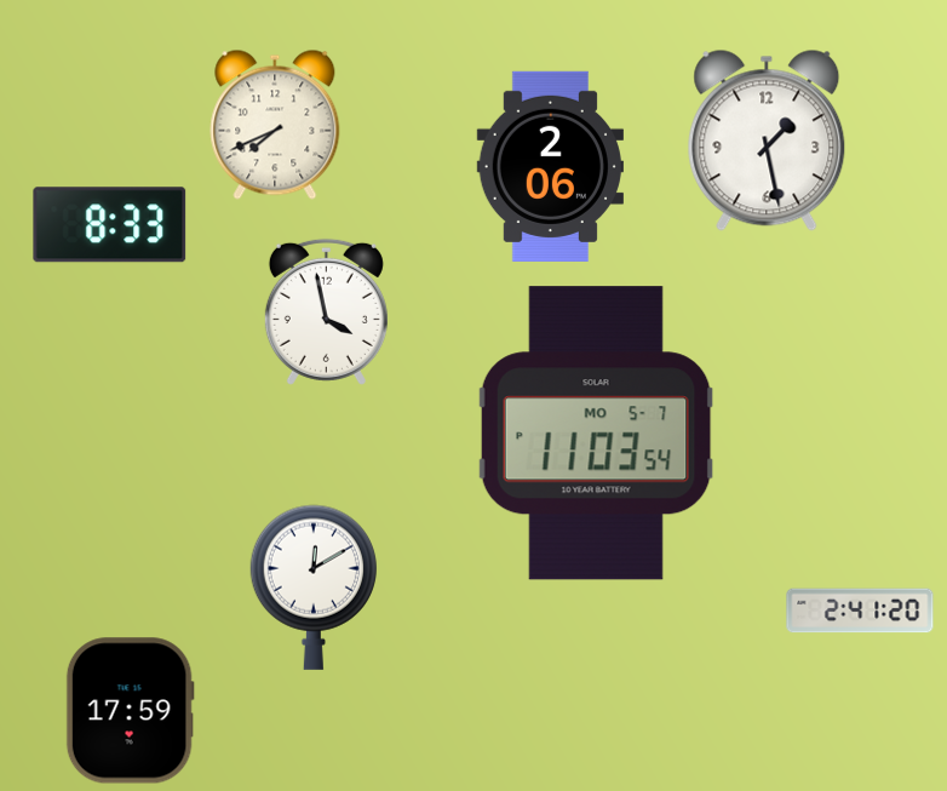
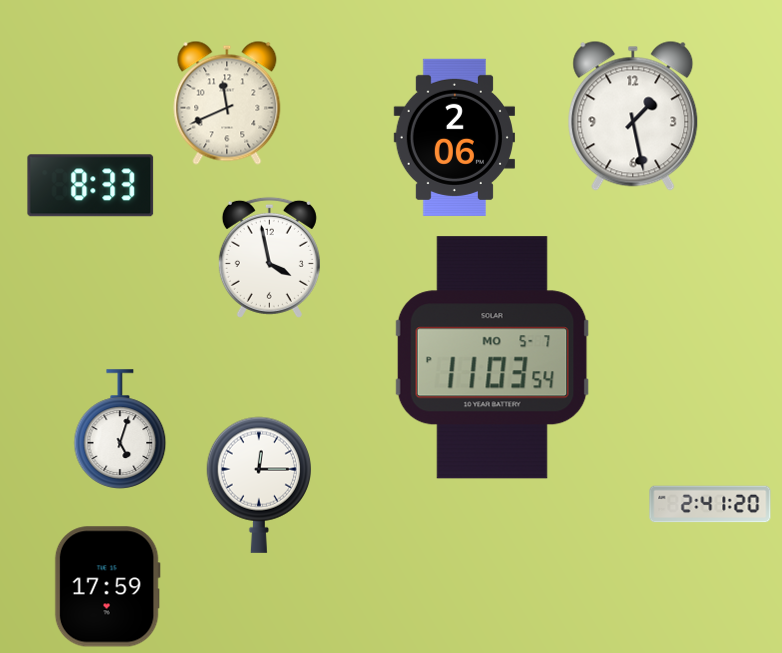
clock at (275, 125): 7:41 -> 11:41
clock at (120, 429): none -> 5:03
clock at (312, 587): 12:10 -> 12:15
